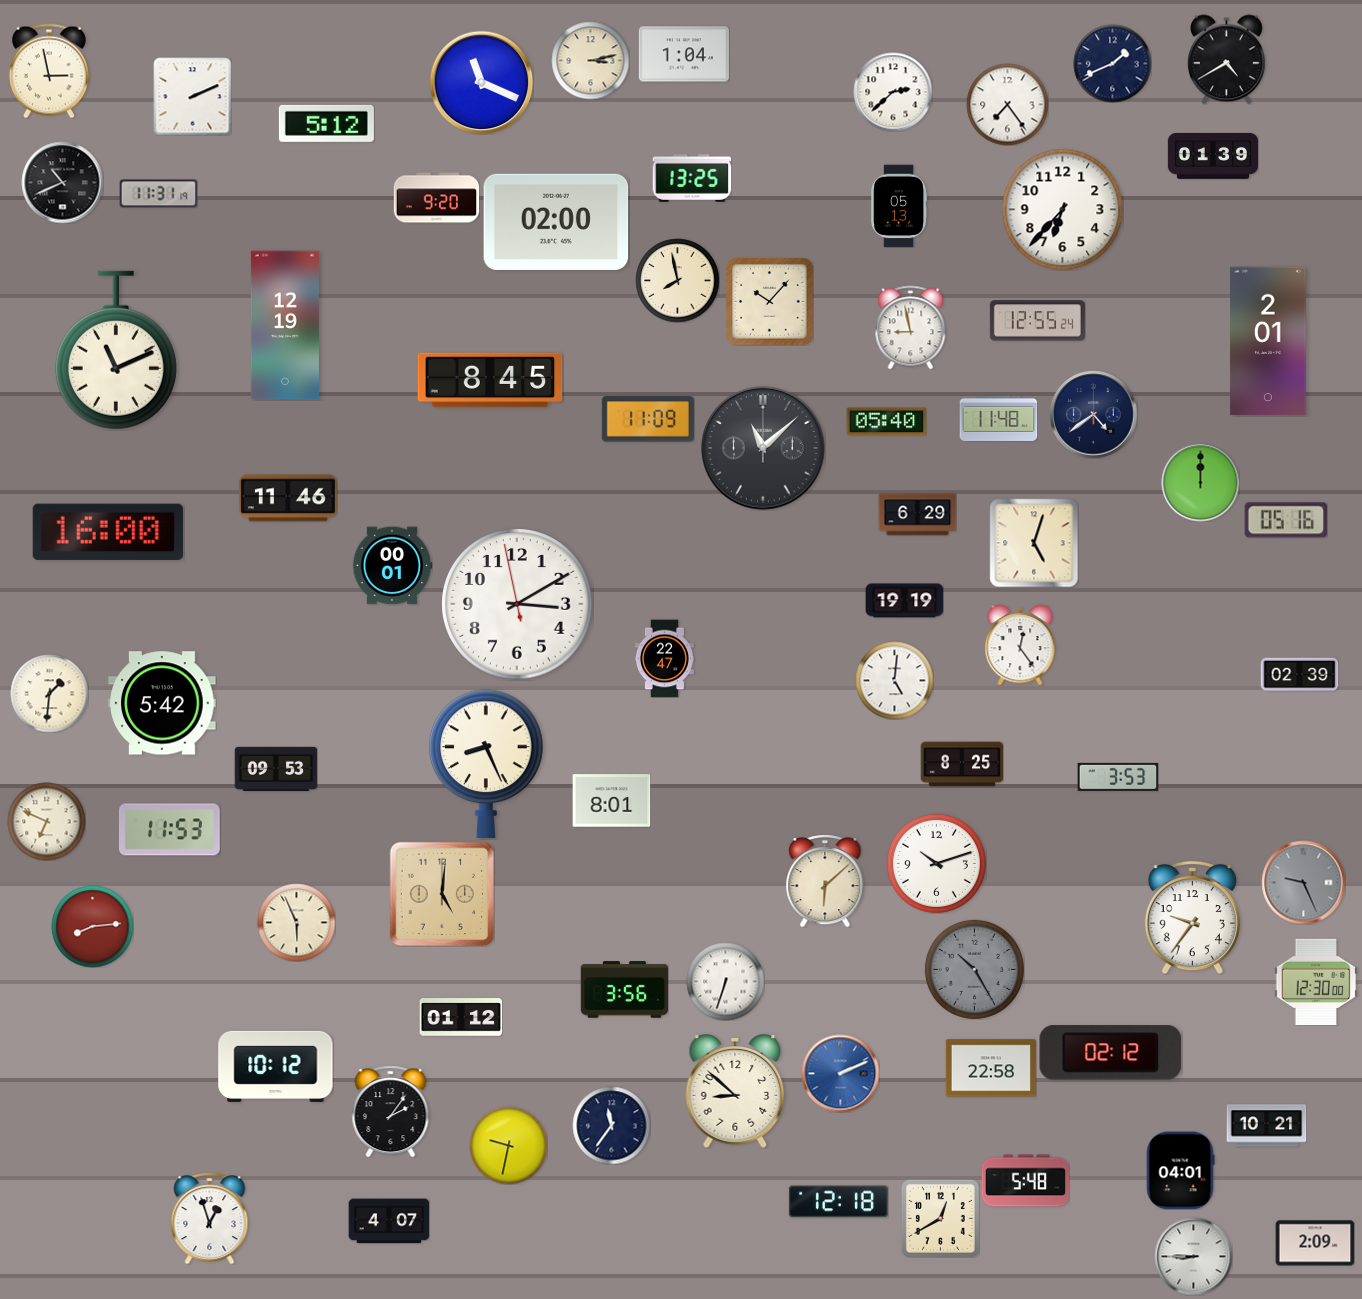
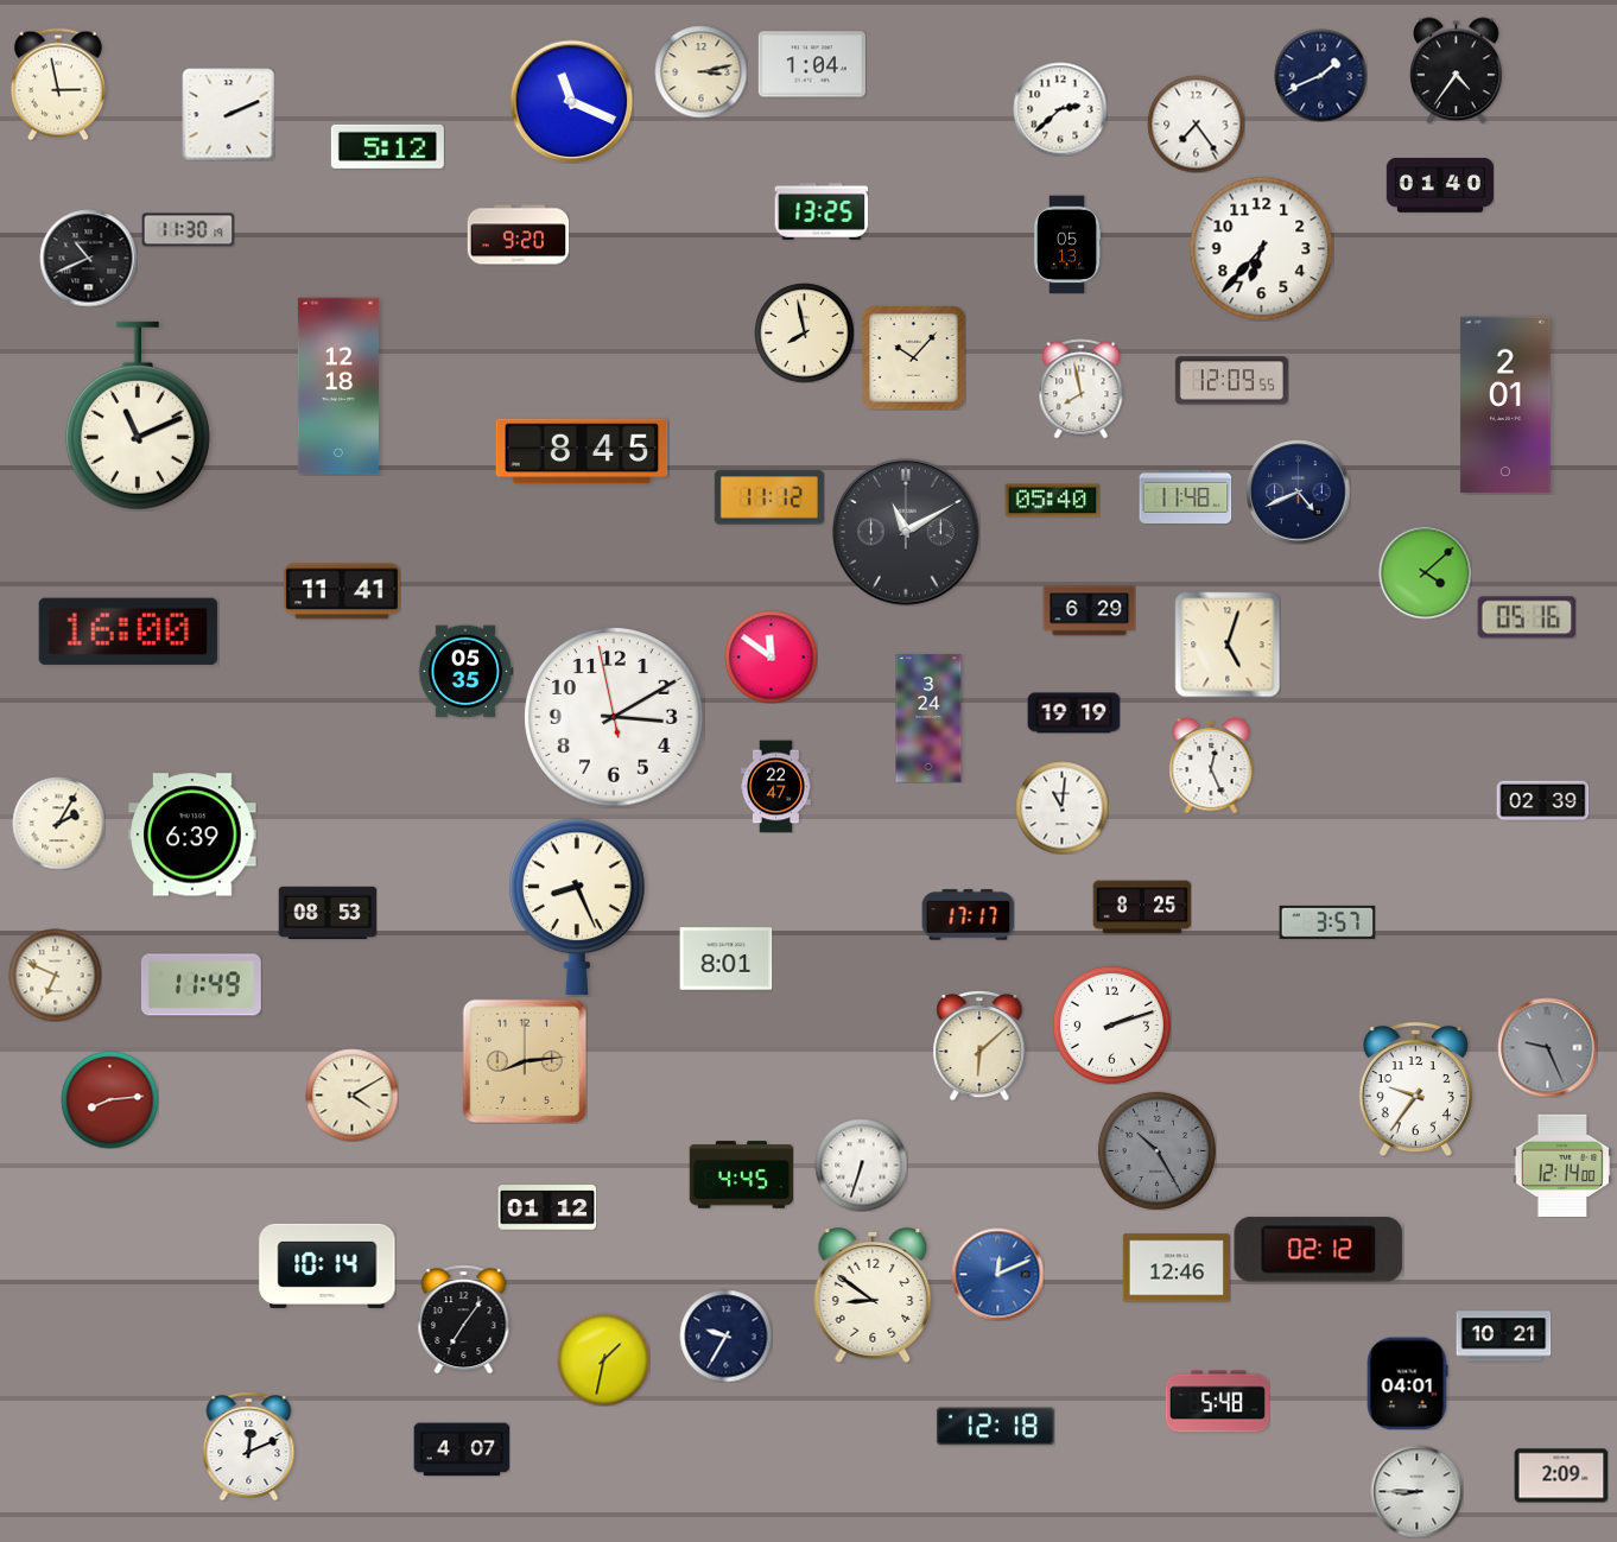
clock at (1226, 59): 4:40 -> 4:36
clock at (481, 82) position: (481, 82) -> (571, 101)
clock at (1212, 156): 01:39 -> 01:40
clock at (62, 182) position: (62, 182) -> (88, 258)
clock at (158, 194): 11:31 -> 11:30
clock at (556, 222): 02:00 -> none
clock at (1037, 321): 12:55 -> 12:09
clock at (285, 325): 12:19 -> 12:18
clock at (911, 327): 8:58 -> 7:58
clock at (1093, 414): 4:39 -> 4:41
clock at (648, 419): 11:09 -> 11:12
clock at (763, 448): 11:08 -> 11:10
clock at (1200, 482): 12:00 -> 4:08
clock at (288, 498): 11:46 -> 11:41
clock at (771, 656): none -> 11:51
clock at (392, 566): 00:01 -> 05:35
clock at (928, 718): none -> 3:24
clock at (1020, 645): 12:24 -> 12:26
clock at (664, 658) position: (664, 658) -> (775, 786)
clock at (894, 680): 5:01 -> 11:01
clock at (49, 693): 1:31 -> 2:05
clock at (162, 703): 5:42 -> 6:39
clock at (276, 769): 09:53 -> 08:53
clock at (968, 915): none -> 17:17
clock at (1118, 777): 3:53 -> 3:57
clock at (611, 801) position: (611, 801) -> (725, 959)
clock at (169, 830): 11:53 -> 11:49
clock at (936, 863): 10:12 -> 2:12
clock at (442, 894): 5:01 -> 8:14
clock at (296, 922): 5:56 -> 4:10
clock at (1316, 982): 12:30 -> 12:14
clock at (624, 990): 3:56 -> 4:45
clock at (276, 1066): 10:12 -> 10:14
clock at (991, 1068): 22:58 -> 12:46
clock at (840, 1073): 2:11 -> 12:11
clock at (735, 1091): 8:52 -> 8:51
clock at (391, 1111): 2:06 -> 7:06
clock at (611, 1125): 11:36 -> 9:35
clock at (508, 1145): 9:32 -> 1:32
clock at (1180, 1170) position: (1180, 1170) -> (1407, 1383)
clock at (210, 1218): 12:57 -> 12:11
clock at (940, 1218): 12:40 -> none
